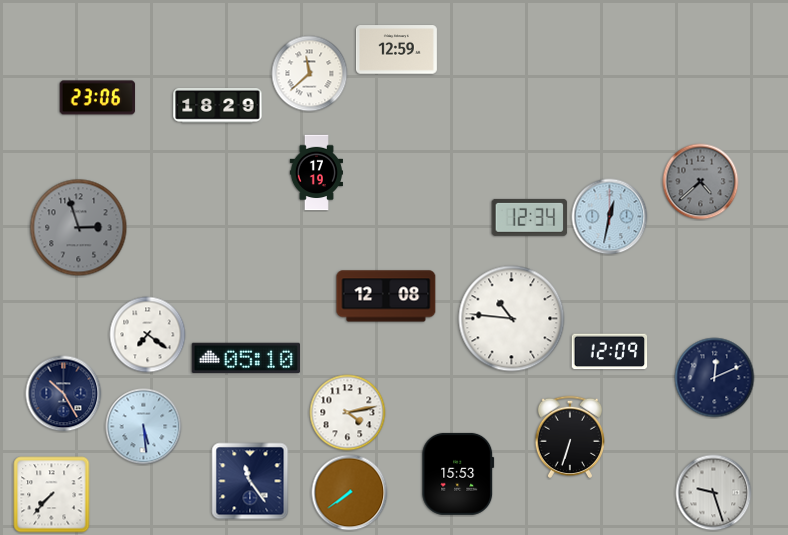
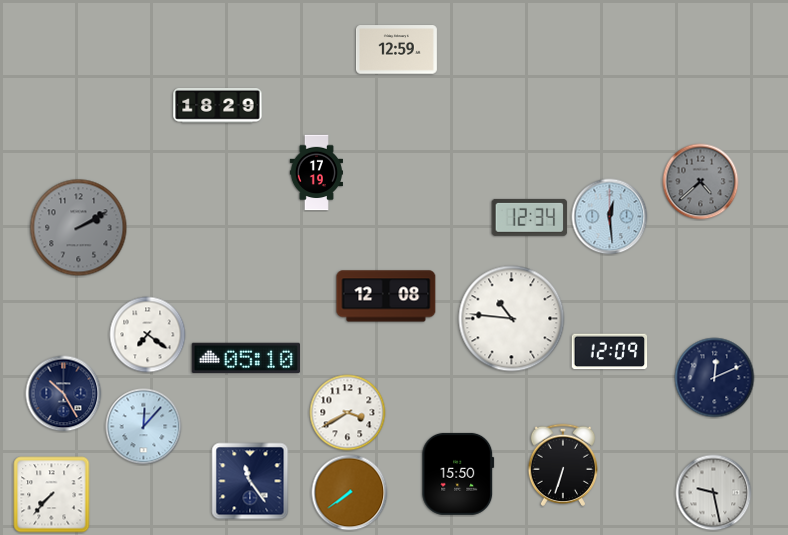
clock at (310, 74): 11:38 -> none
clock at (98, 98): 23:06 -> none
clock at (610, 217): 12:32 -> 12:29
clock at (79, 228): 2:57 -> 2:10
clock at (348, 413): 4:13 -> 3:40
clock at (144, 427): 5:29 -> 12:07
clock at (569, 436) position: (569, 436) -> (562, 464)
clock at (458, 474): 15:53 -> 15:50
clock at (714, 493): 9:27 -> 9:28
